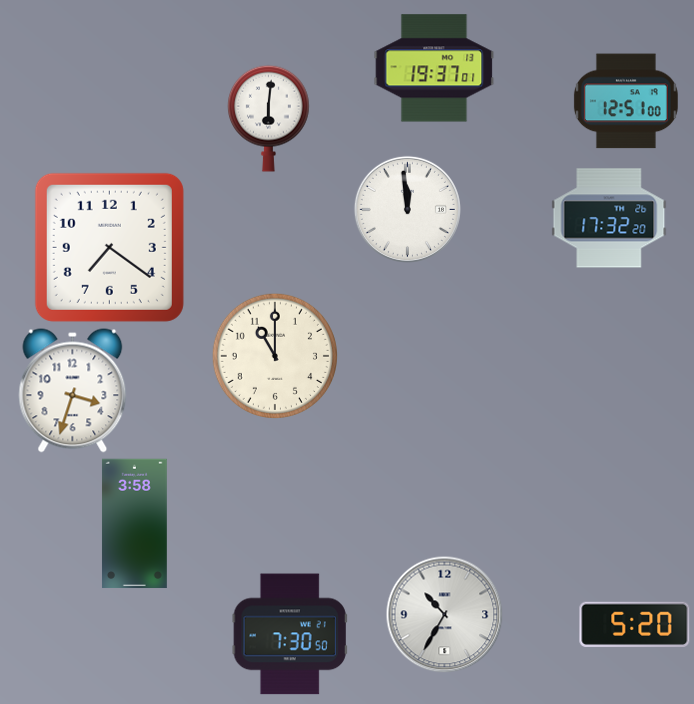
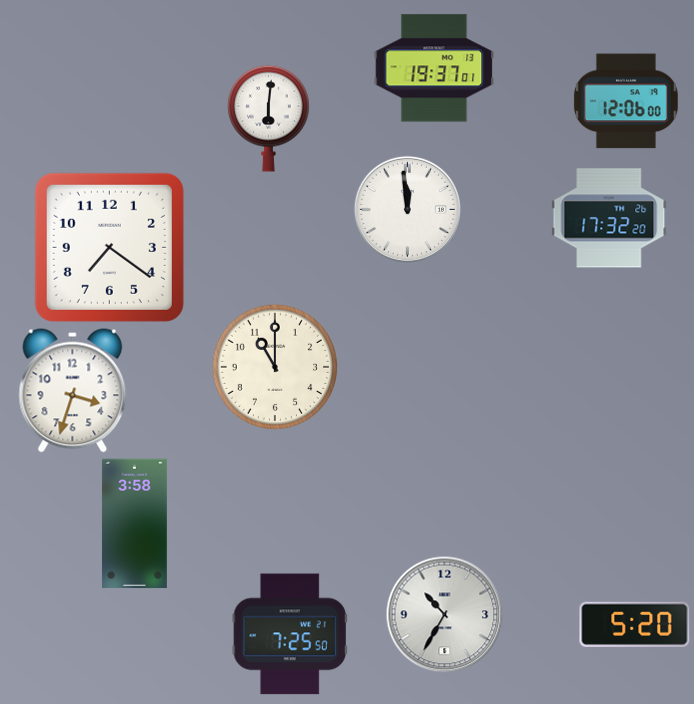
clock at (626, 101): 12:51 -> 12:06
clock at (275, 356) position: (275, 356) -> (275, 367)
clock at (290, 634): 7:30 -> 7:25
